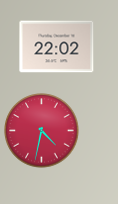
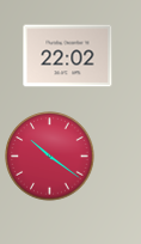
clock at (42, 131): 4:32 -> 10:21
